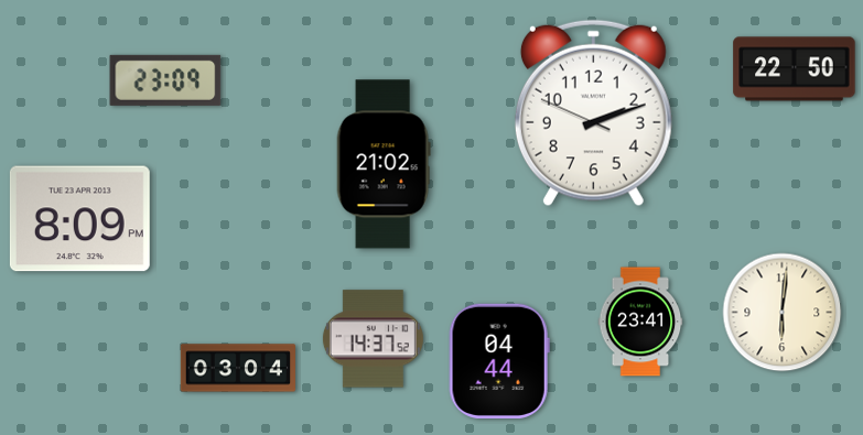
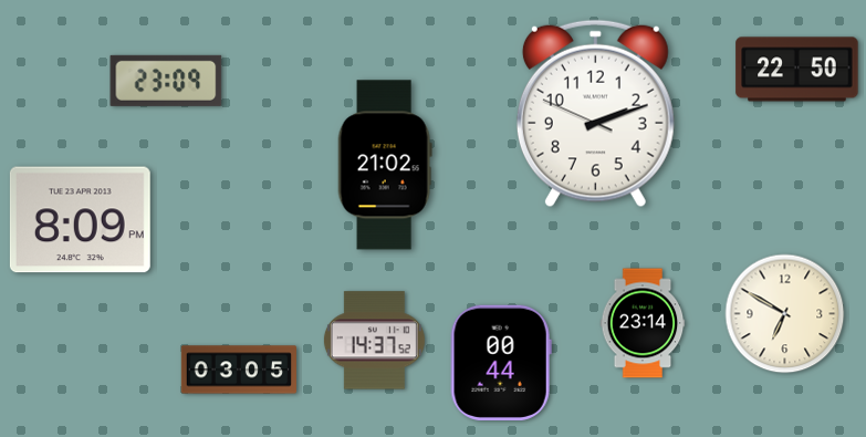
clock at (783, 313): 6:01 -> 6:50
clock at (640, 322): 23:41 -> 23:14
clock at (499, 361): 04:44 -> 00:44
clock at (237, 368): 03:04 -> 03:05
